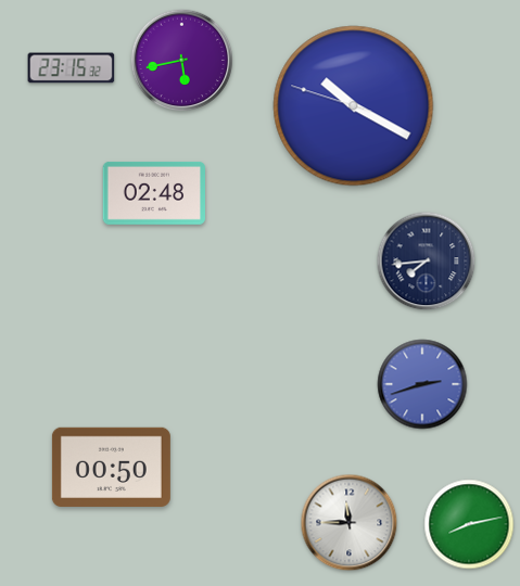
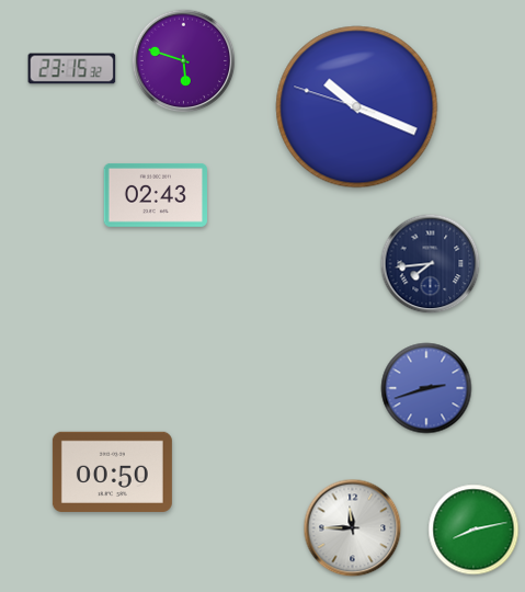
clock at (182, 61): 5:43 -> 5:48
clock at (354, 106): 10:19 -> 10:18
clock at (153, 193): 02:48 -> 02:43
